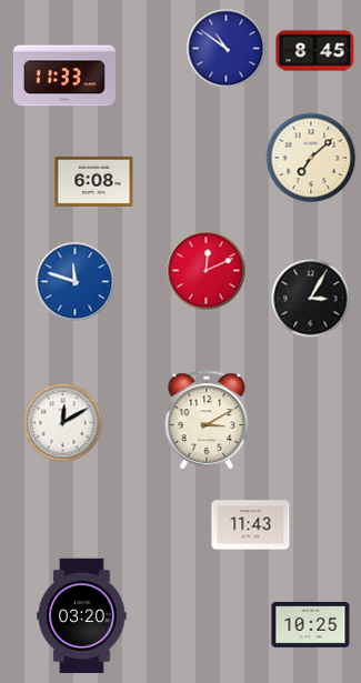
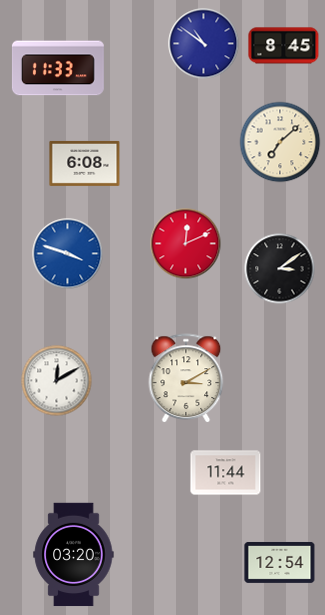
clock at (76, 282): 11:48 -> 3:48
clock at (311, 299): 3:05 -> 3:09
clock at (251, 525): 11:43 -> 11:44
clock at (311, 624): 10:25 -> 12:54
